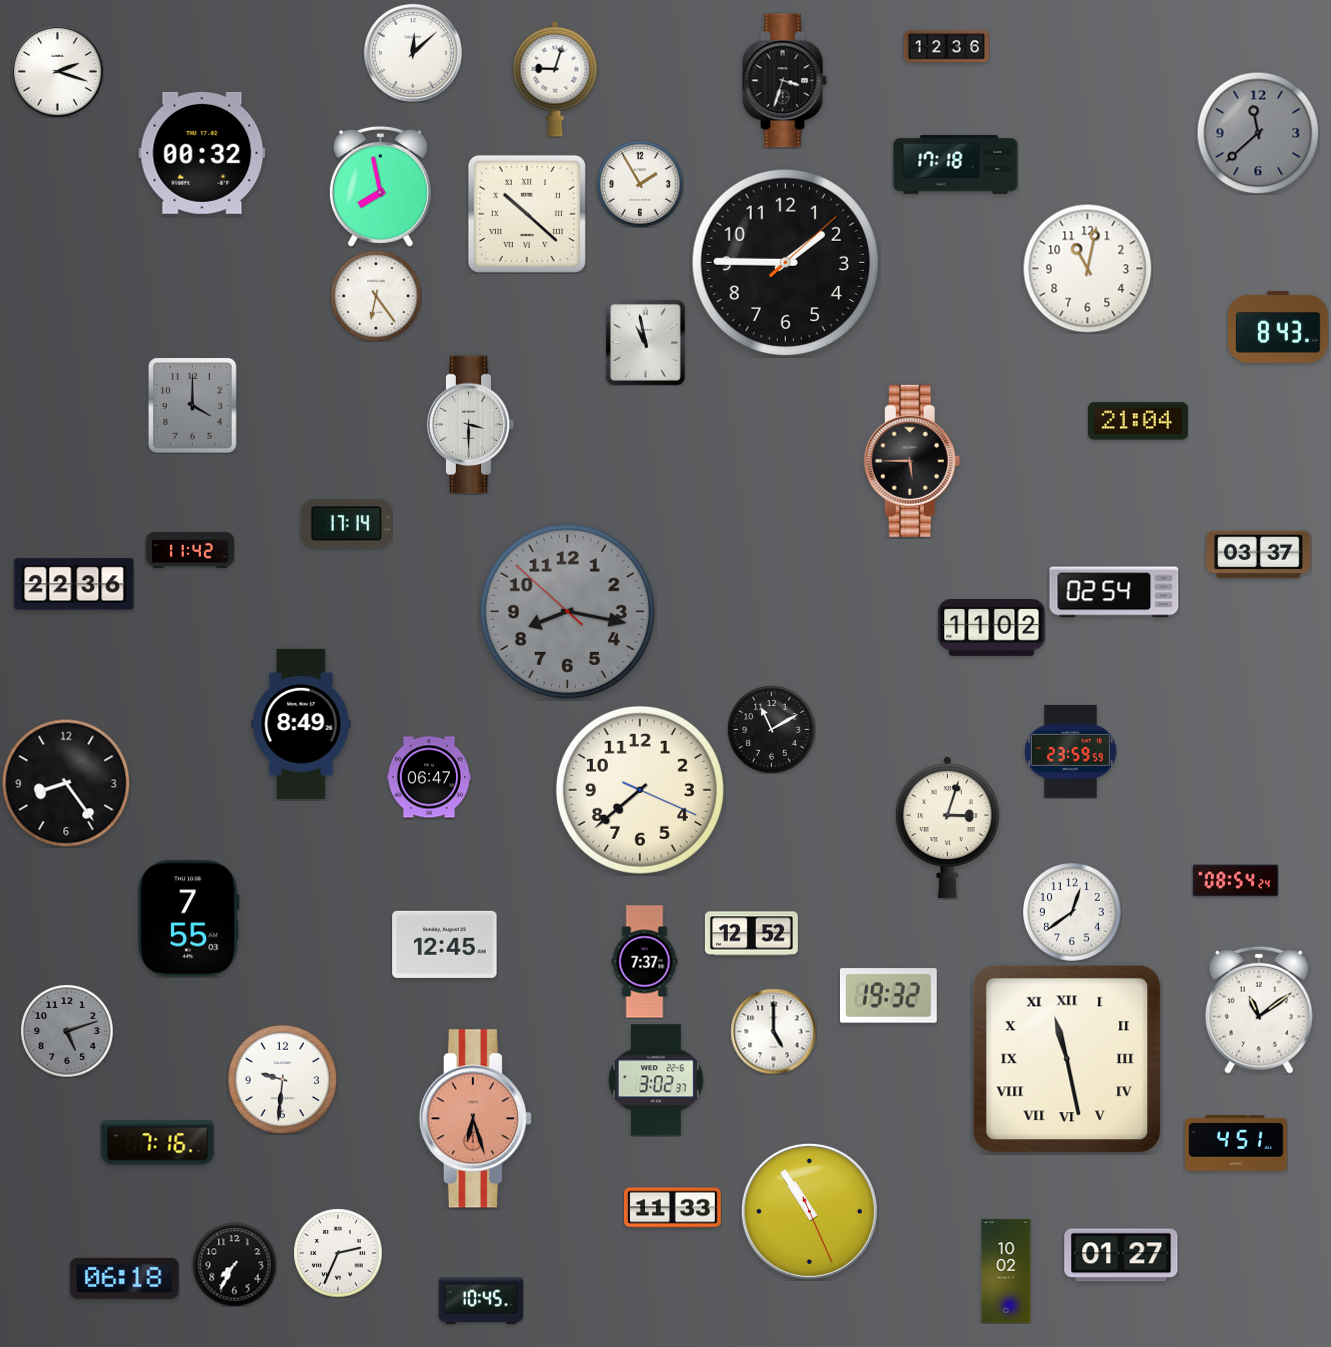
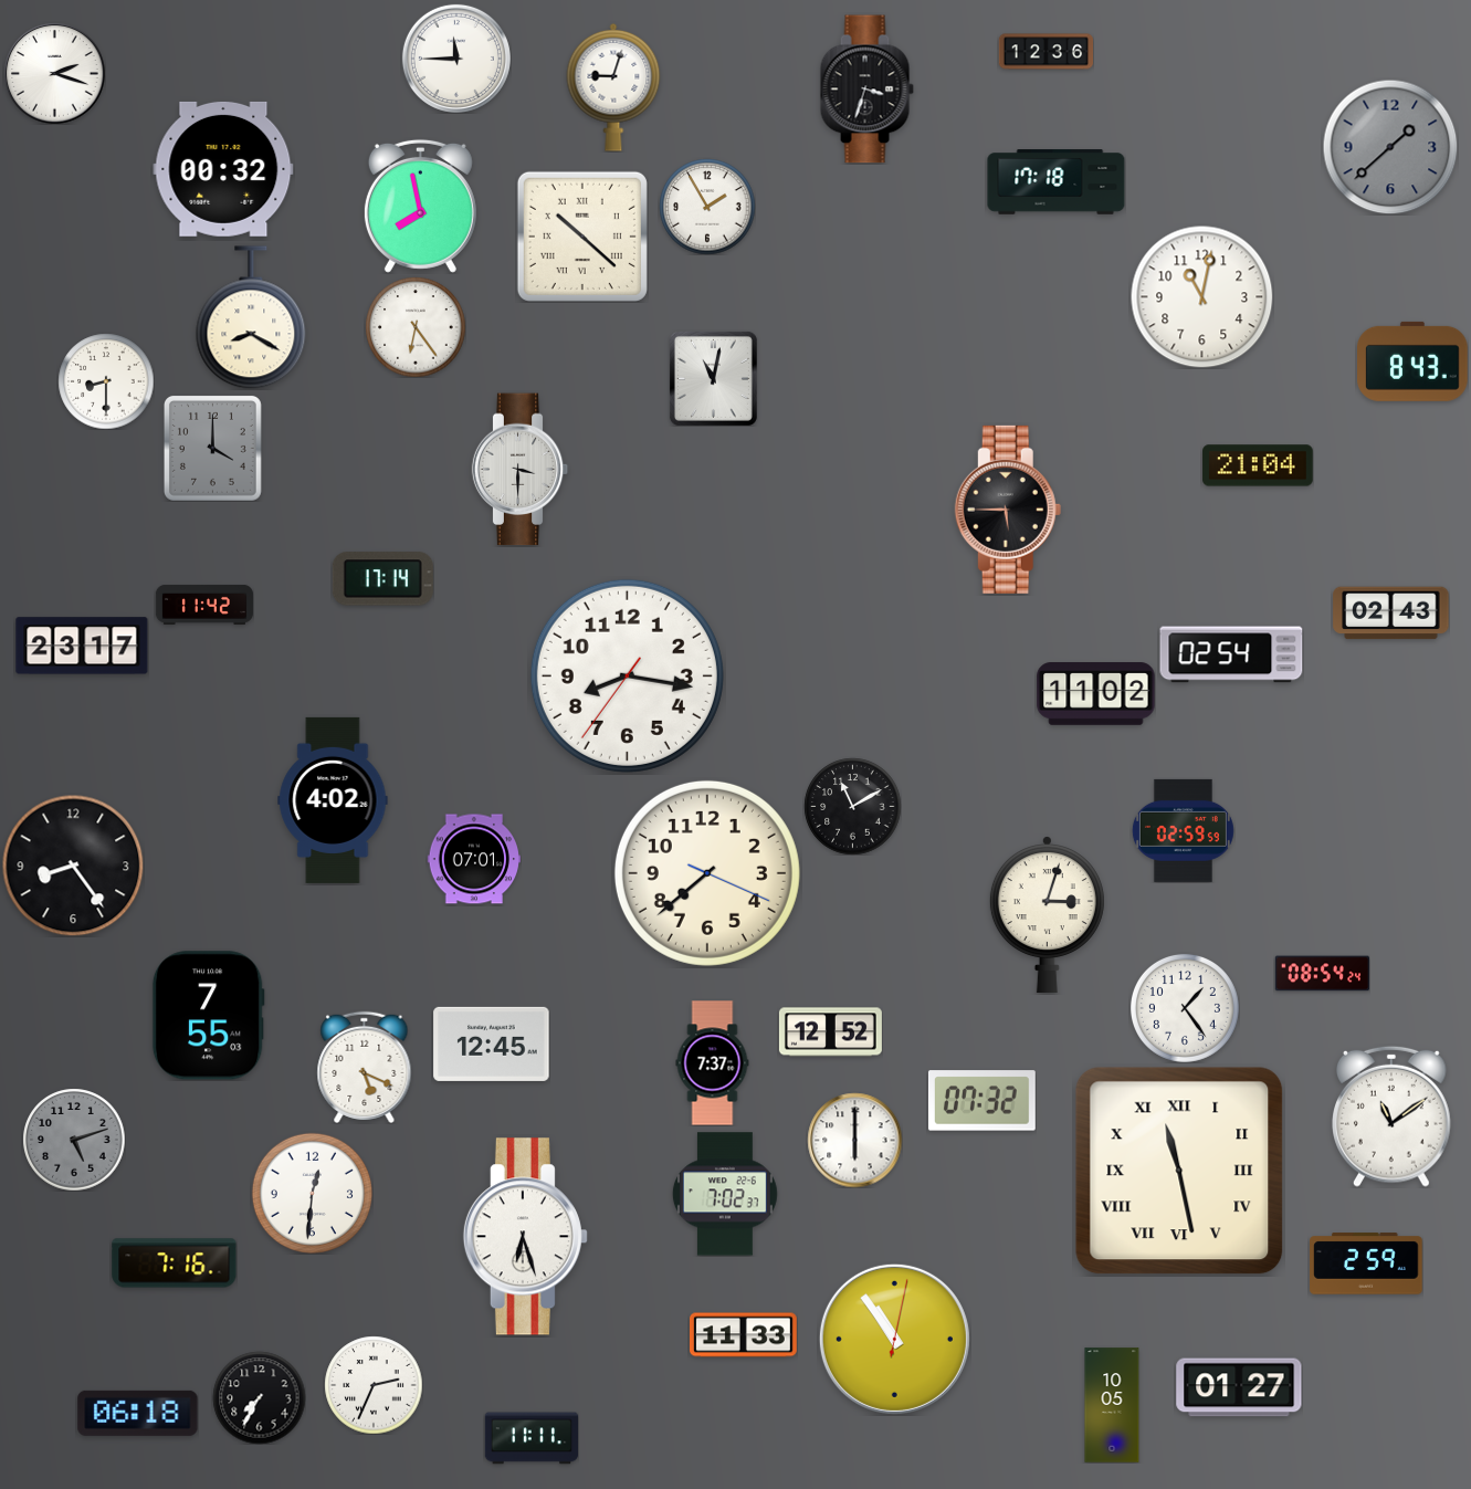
clock at (413, 53): 12:08 -> 11:45
clock at (57, 71) position: (57, 71) -> (54, 73)
clock at (1258, 133): 11:38 -> 1:38
clock at (640, 184) position: (640, 184) -> (707, 207)
clock at (786, 263): 1:45 -> none
clock at (251, 317): none -> 8:20
clock at (645, 342): 10:58 -> 11:02
clock at (106, 381): none -> 8:30
clock at (190, 550) position: (190, 550) -> (204, 605)
clock at (1259, 555): 03:37 -> 02:43
clock at (74, 584): 22:36 -> 23:17
clock at (567, 611): 8:16:52 -> 8:16:36
clock at (567, 611) dial: grey -> white
clock at (301, 724): 8:49 -> 4:02
clock at (1070, 751): 23:59 -> 02:59
clock at (428, 777): 06:47 -> 07:01
clock at (1235, 881) position: (1235, 881) -> (1322, 974)
clock at (1072, 912): 12:39 -> 1:24
clock at (365, 1067): none -> 5:19
clock at (888, 996): 19:32 -> 07:32
clock at (773, 1031): 5:00 -> 6:00
clock at (282, 1079): 9:31 -> 12:31
clock at (656, 1080): 3:02 -> 7:02
clock at (475, 1119) dial: salmon -> white
clock at (1236, 1143): 4:51 -> 2:59
clock at (809, 1211): 10:54:26 -> 10:54:02
clock at (1006, 1271): 10:02 -> 10:05
clock at (480, 1301): 10:45 -> 11:11
